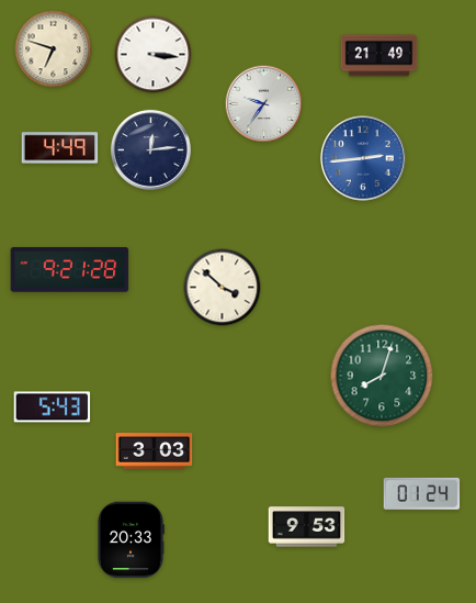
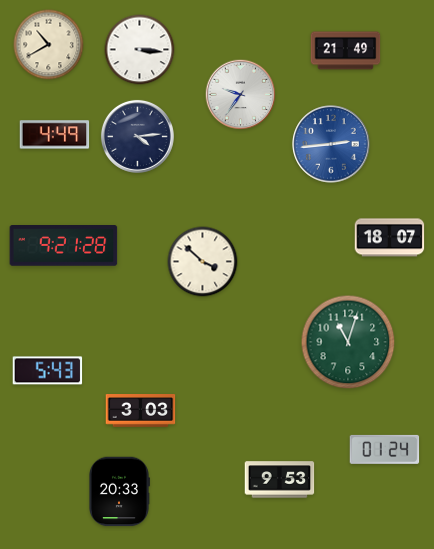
clock at (54, 49): 6:48 -> 10:40
clock at (150, 149): 12:14 -> 4:14
clock at (390, 238): none -> 18:07
clock at (382, 376): 8:03 -> 11:03
